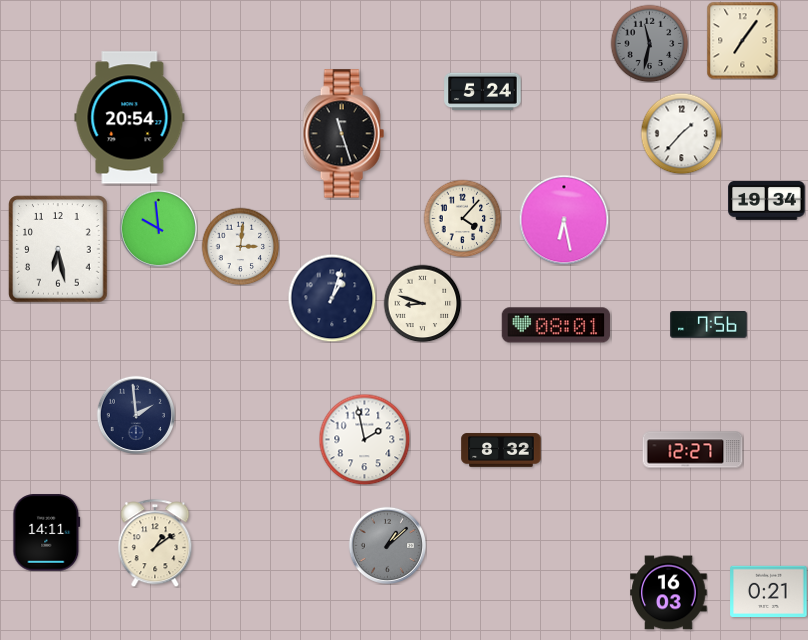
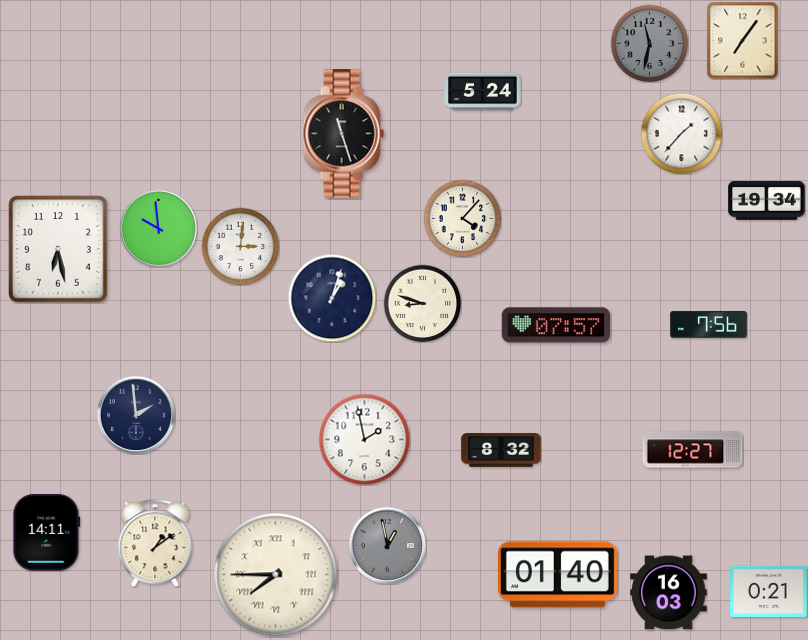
clock at (130, 118): 20:54 -> none
clock at (564, 220): 6:28 -> none
clock at (556, 325): 08:01 -> 07:57
clock at (387, 545): 1:08 -> 12:58
clock at (276, 575): none -> 7:45
clock at (557, 575): none -> 01:40
